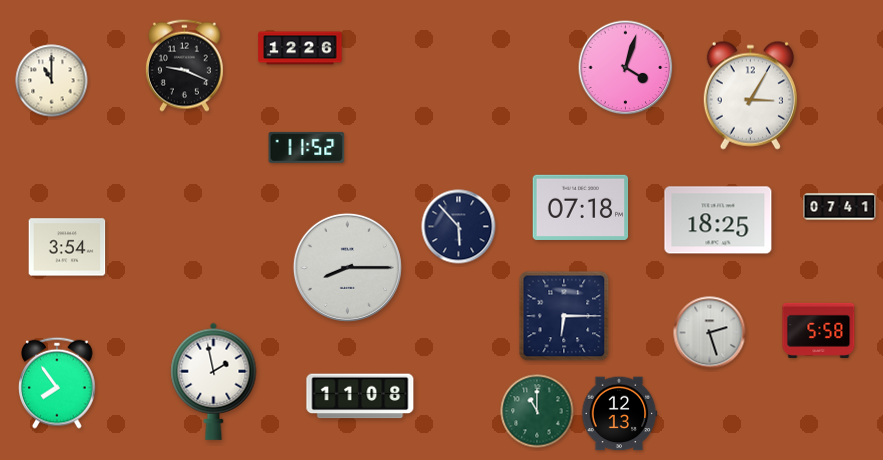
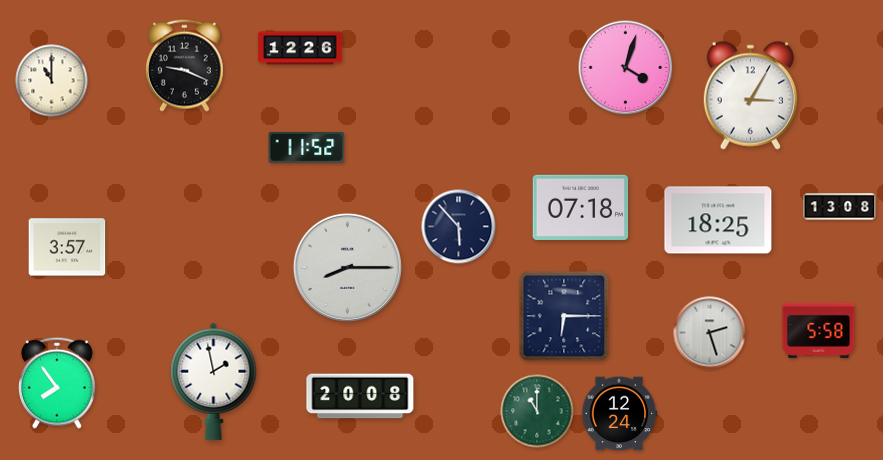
clock at (840, 207): 07:41 -> 13:08
clock at (67, 247): 3:54 -> 3:57
clock at (360, 396): 11:08 -> 20:08
clock at (619, 414): 12:13 -> 12:24
